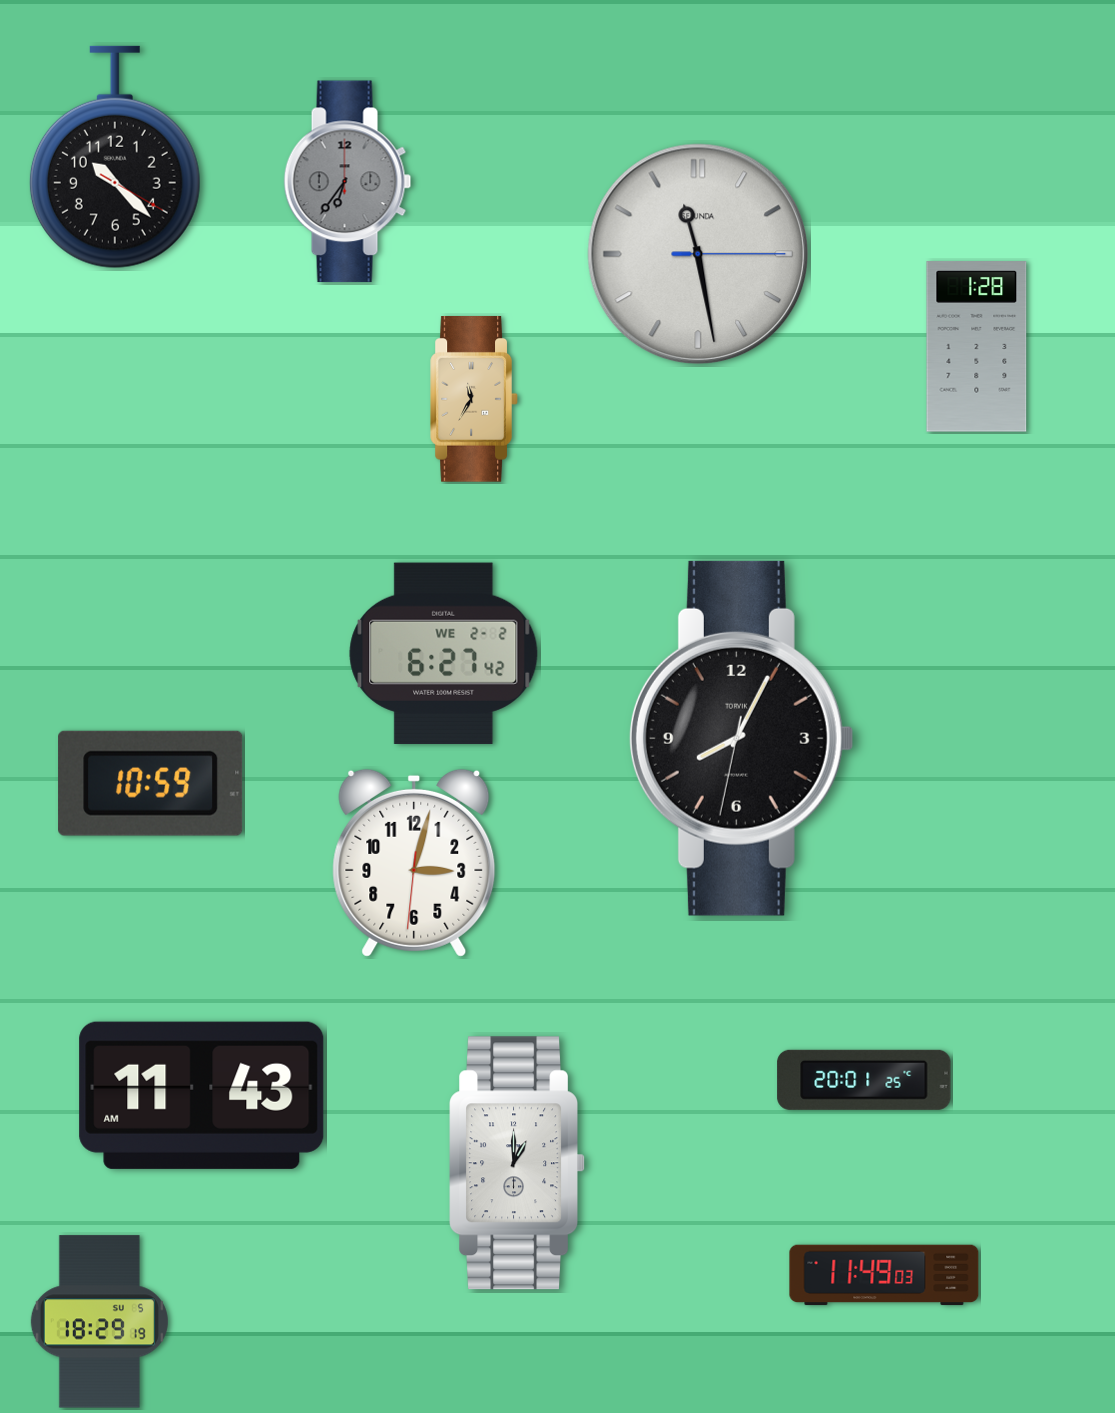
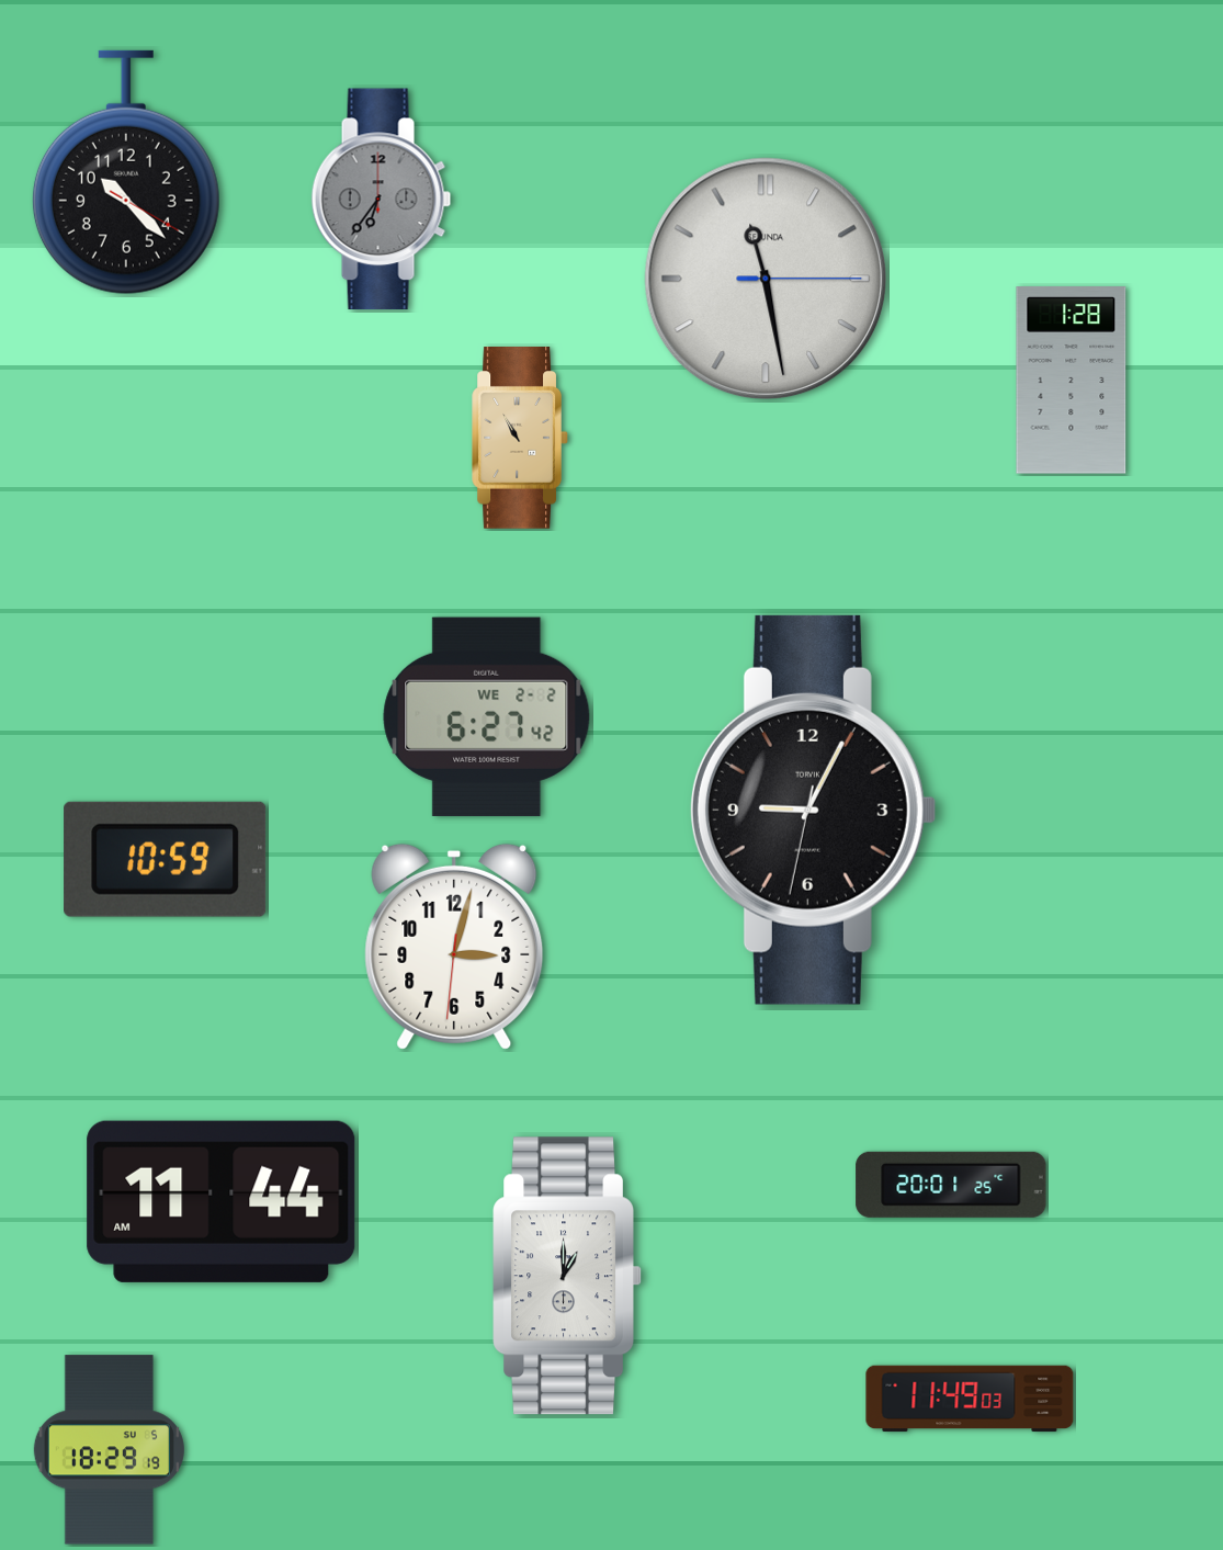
clock at (474, 400): 11:35 -> 10:55
clock at (741, 738): 8:04 -> 9:04
clock at (864, 1080) position: (864, 1080) -> (951, 1185)
clock at (202, 1095): 11:43 -> 11:44
